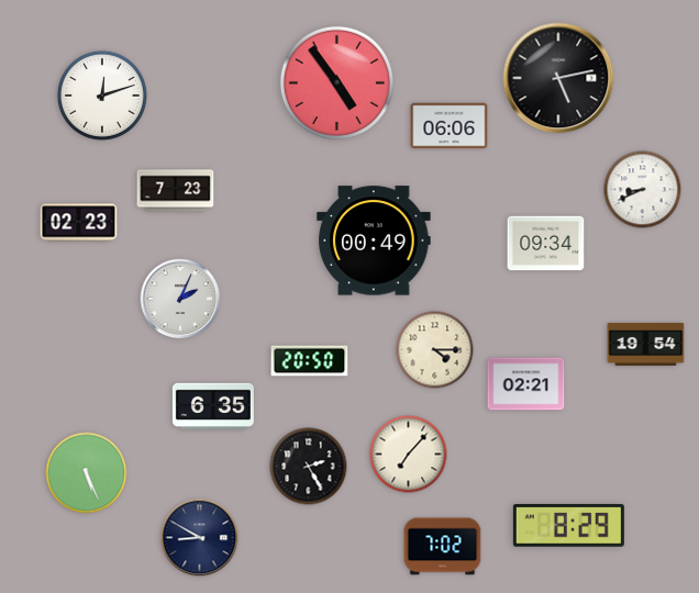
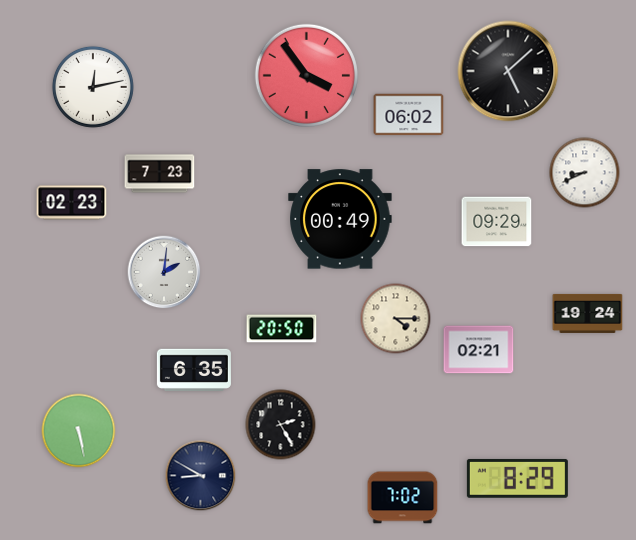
clock at (558, 78): 5:13 -> 5:08
clock at (336, 82): 4:54 -> 3:54
clock at (102, 96): 12:12 -> 12:13
clock at (450, 126): 06:06 -> 06:02
clock at (546, 244): 09:34 -> 09:29
clock at (180, 299): 2:04 -> 2:01
clock at (646, 344): 19:54 -> 19:24
clock at (409, 455): 7:07 -> none
clock at (87, 473): 5:26 -> 5:28
clock at (200, 538) position: (200, 538) -> (201, 476)
